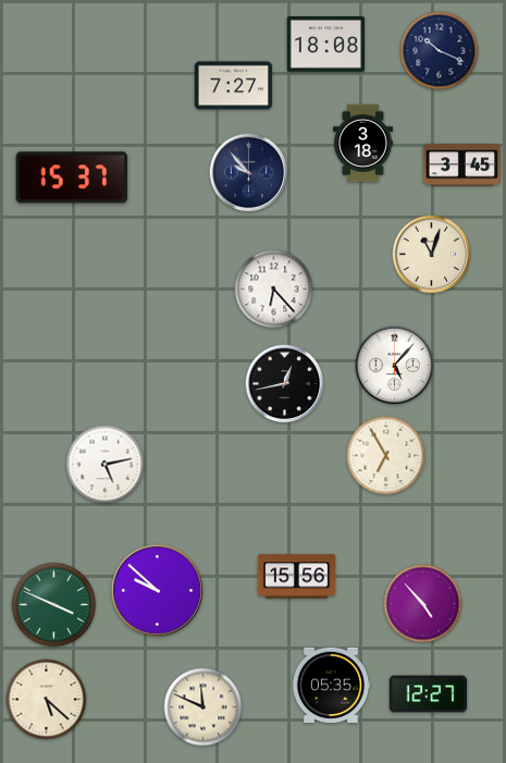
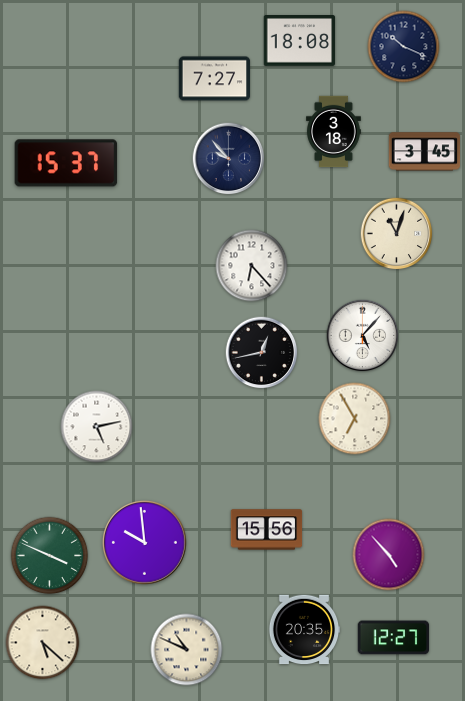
clock at (297, 577) position: (297, 577) -> (267, 530)
clock at (158, 591): 9:52 -> 9:59
clock at (331, 686): 05:35 -> 20:35
clock at (203, 707): 11:49 -> 10:49
